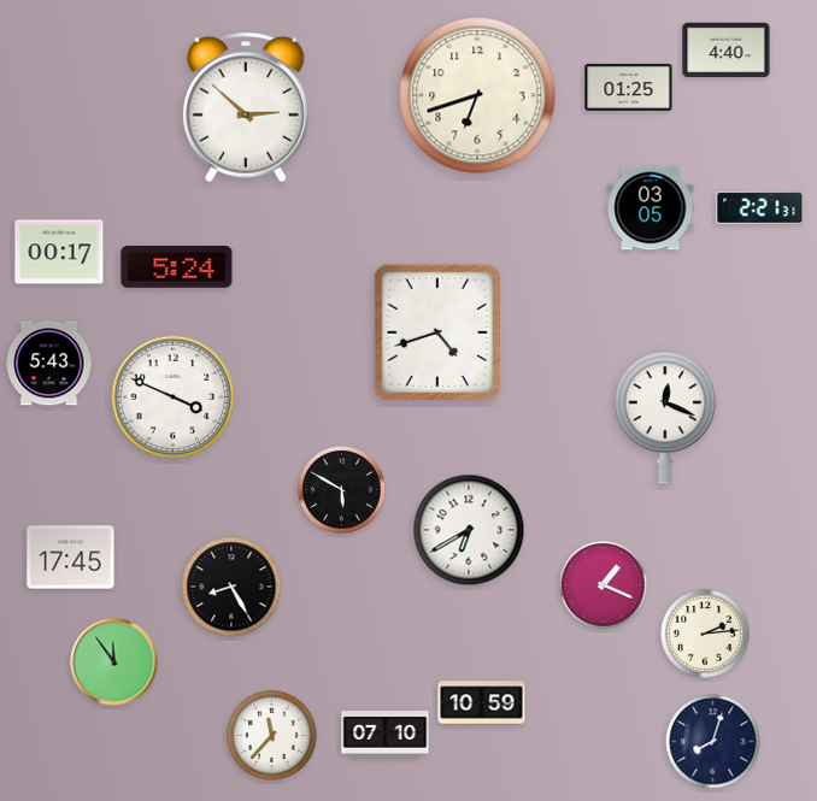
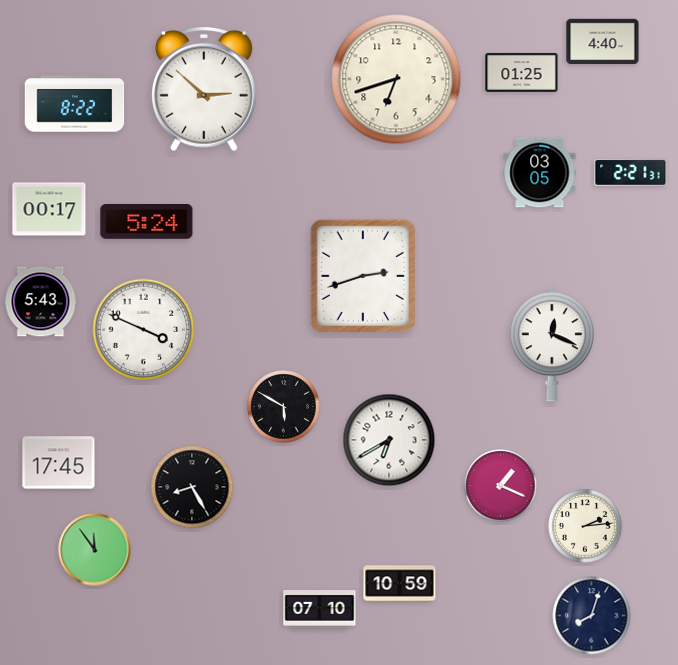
clock at (75, 104): none -> 8:22
clock at (437, 332): 4:42 -> 2:42
clock at (272, 736): 11:37 -> none
